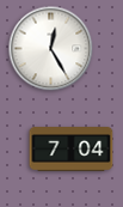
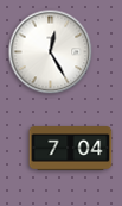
clock at (51, 49) position: (51, 49) -> (51, 52)
